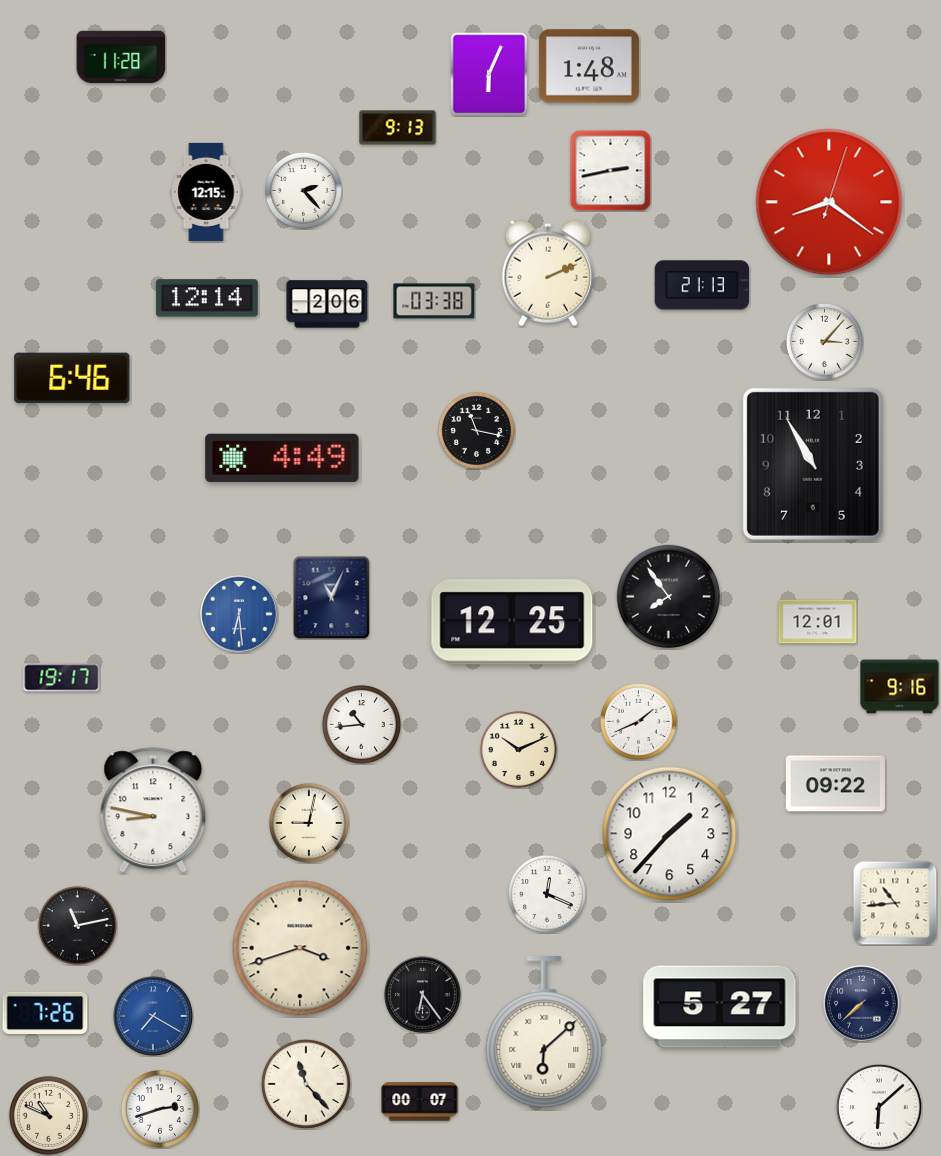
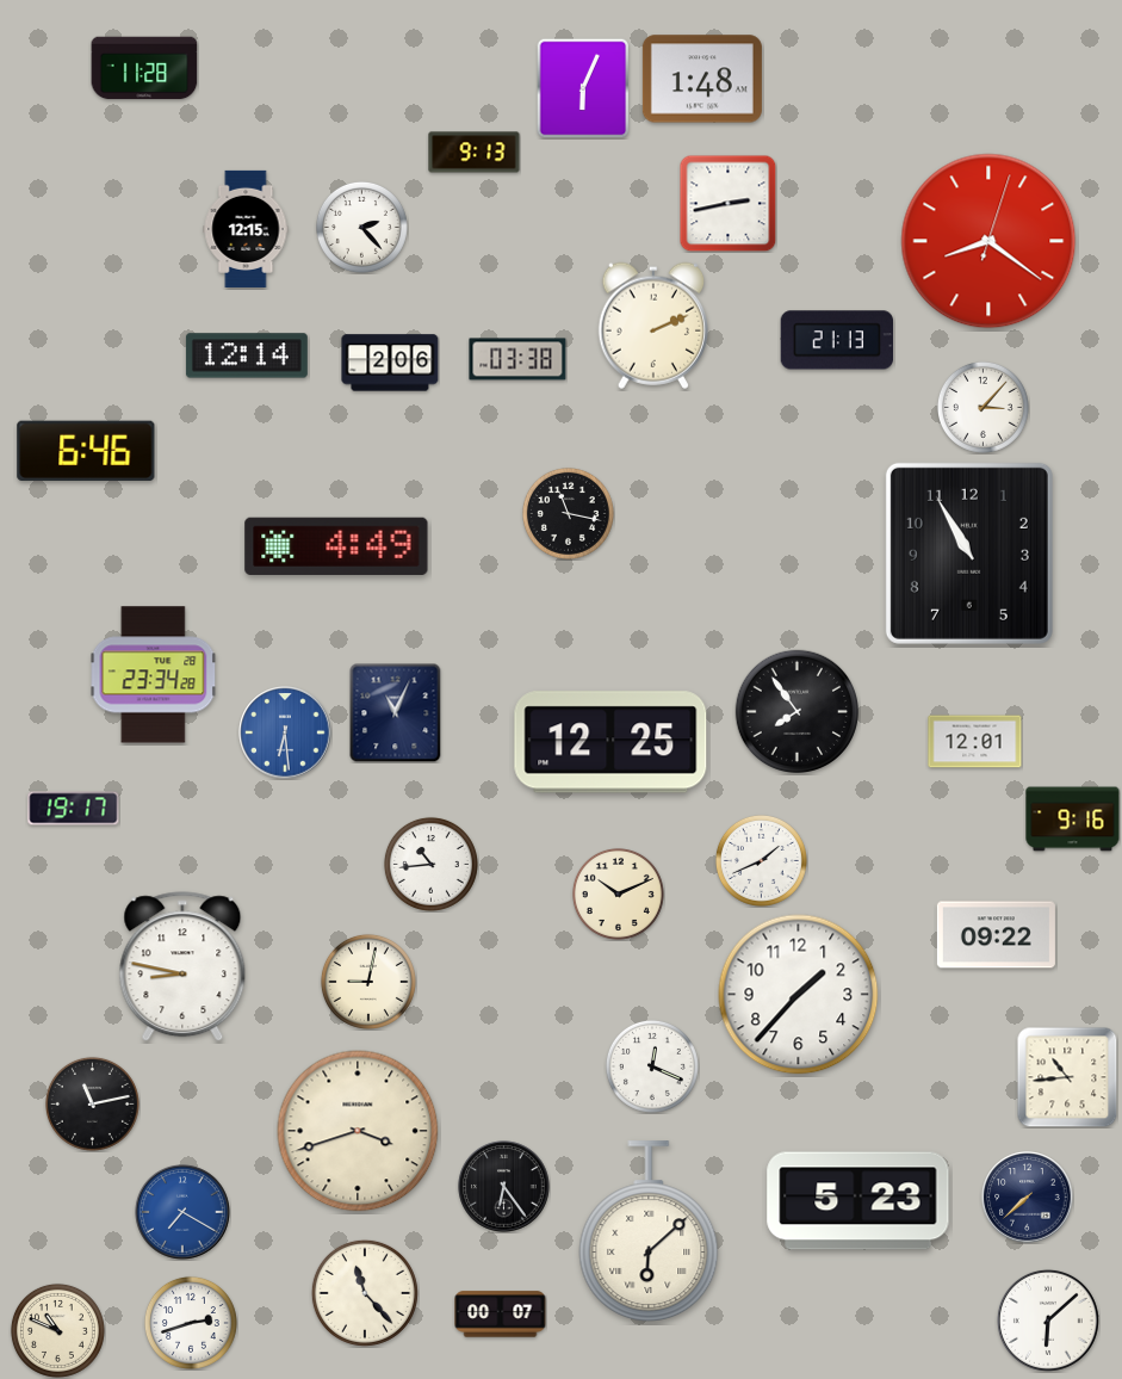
clock at (154, 675): none -> 23:34
clock at (720, 1007): 5:27 -> 5:23
clock at (45, 1013): 7:26 -> none
